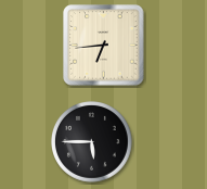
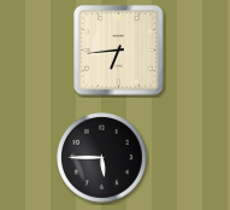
clock at (104, 46) position: (104, 46) -> (119, 51)
